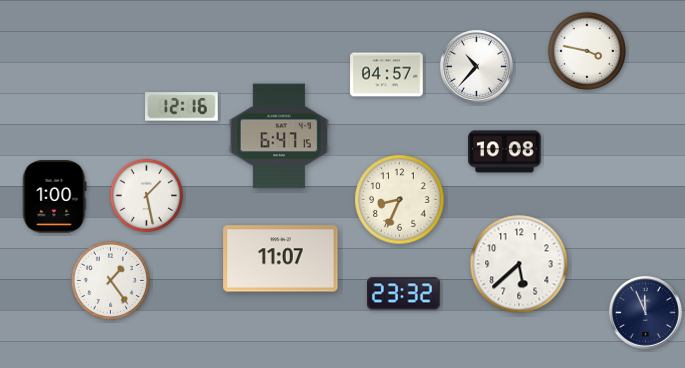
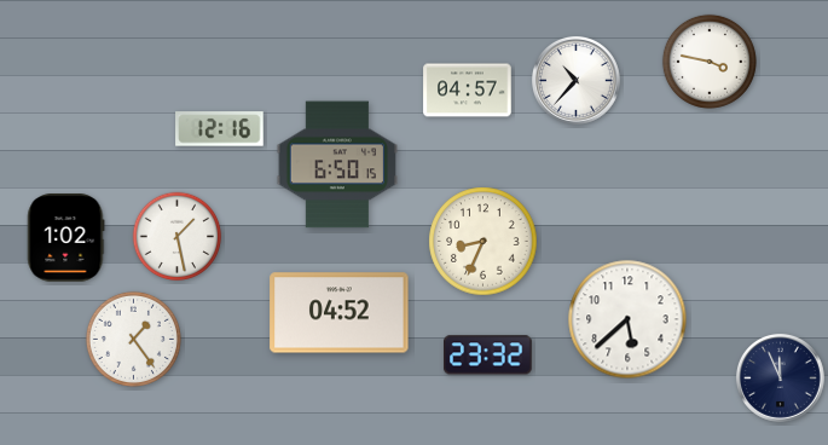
clock at (279, 136): 6:47 -> 6:50
clock at (505, 152): 10:08 -> none
clock at (55, 197): 1:00 -> 1:02
clock at (281, 259): 11:07 -> 04:52
